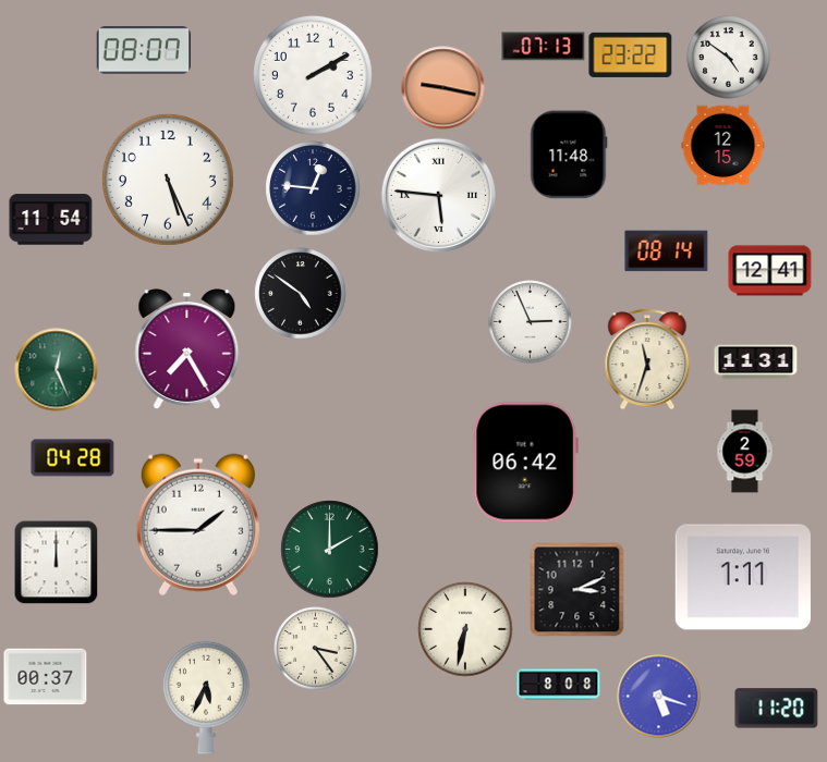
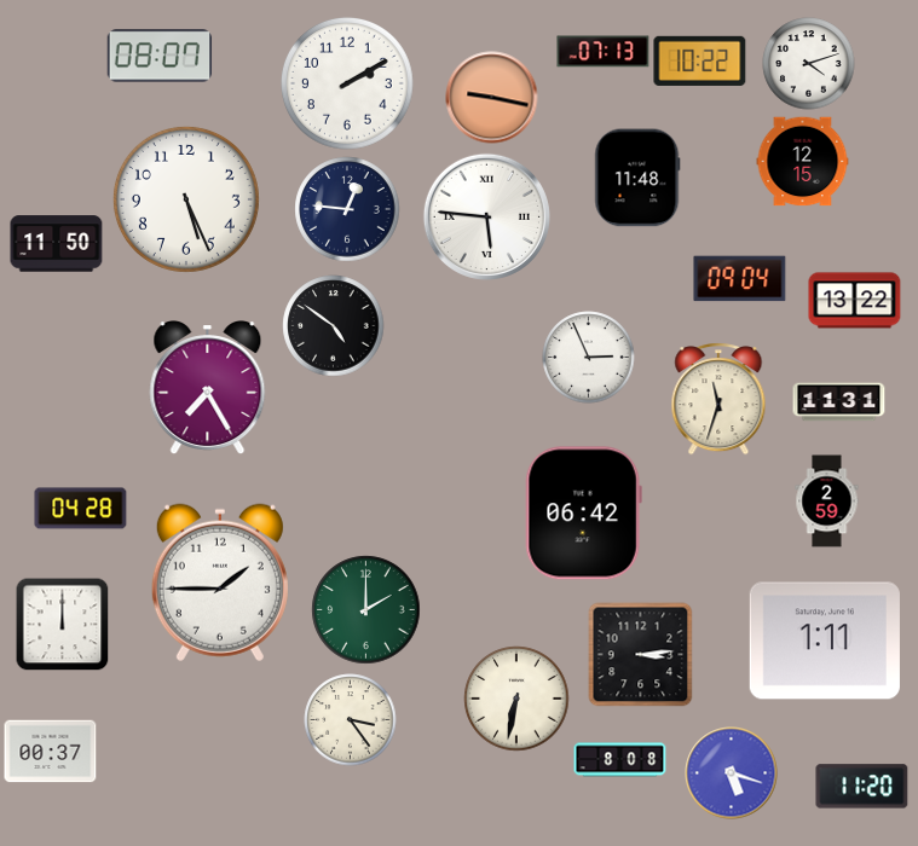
clock at (631, 54): 23:22 -> 10:22
clock at (729, 58): 4:51 -> 4:12
clock at (569, 155) position: (569, 155) -> (637, 178)
clock at (51, 220): 11:54 -> 11:50
clock at (667, 251): 08:14 -> 09:04
clock at (770, 271): 12:41 -> 13:22
clock at (57, 370): 12:26 -> none
clock at (577, 590): 3:11 -> 3:14
clock at (206, 698): 5:34 -> none
